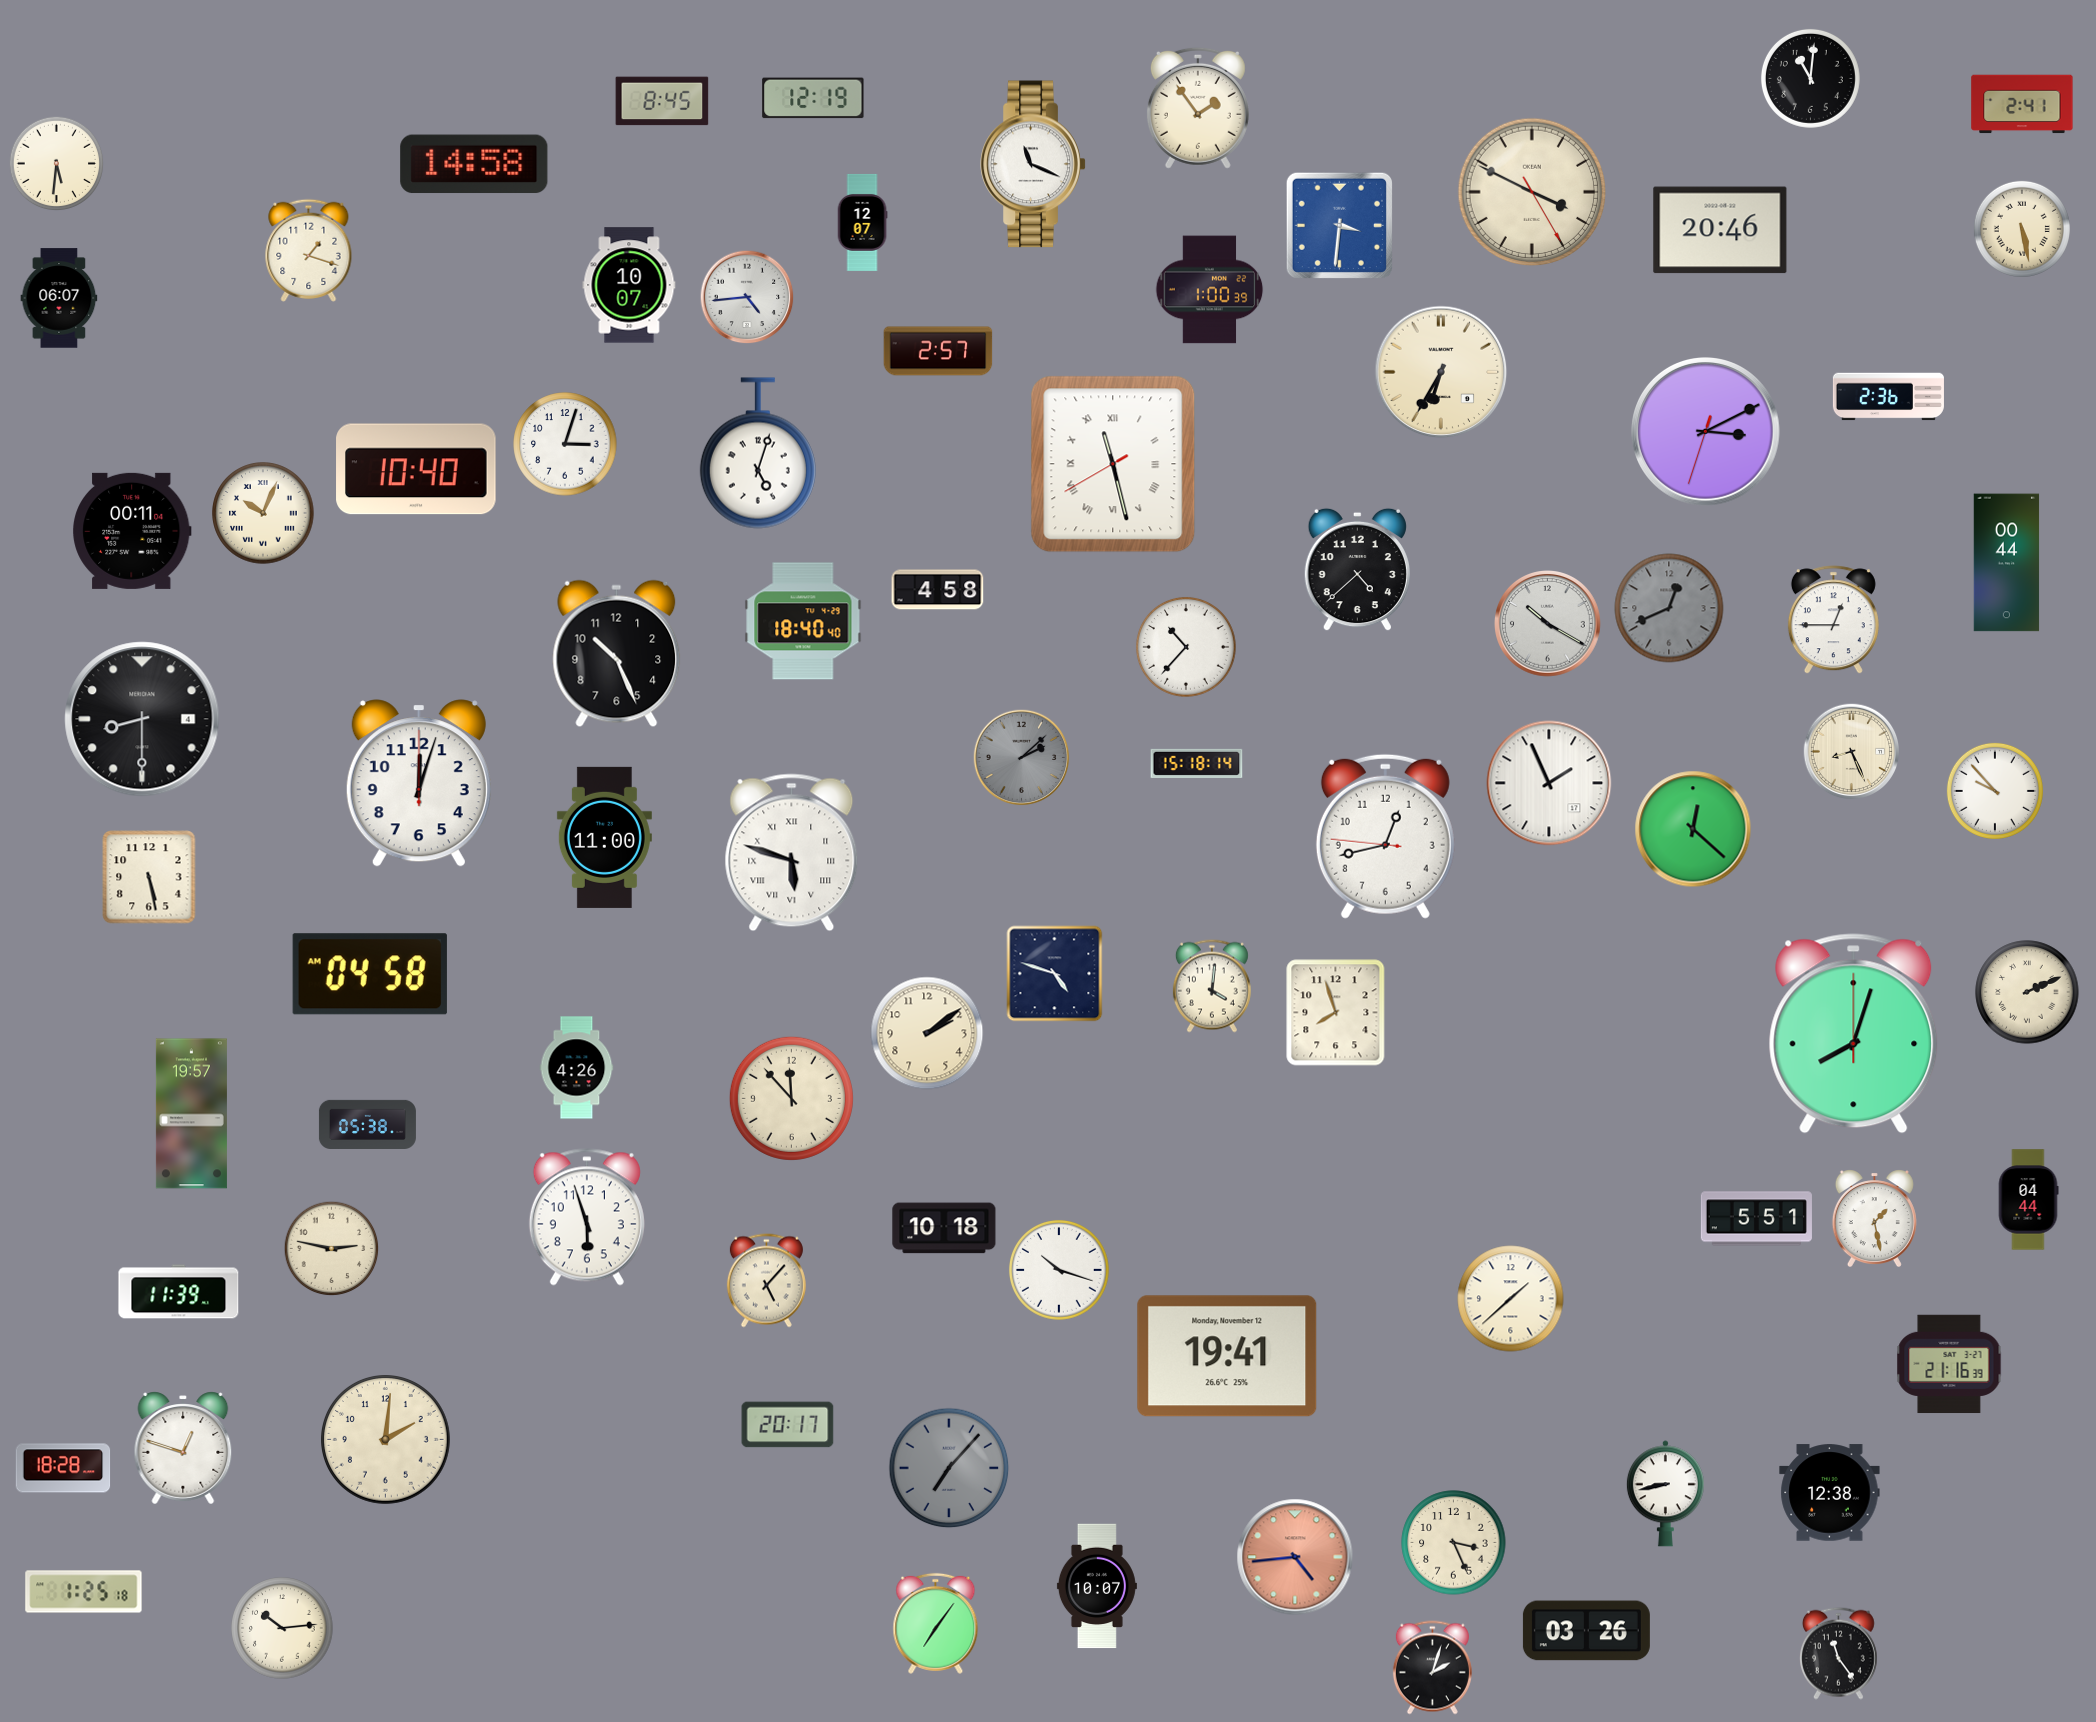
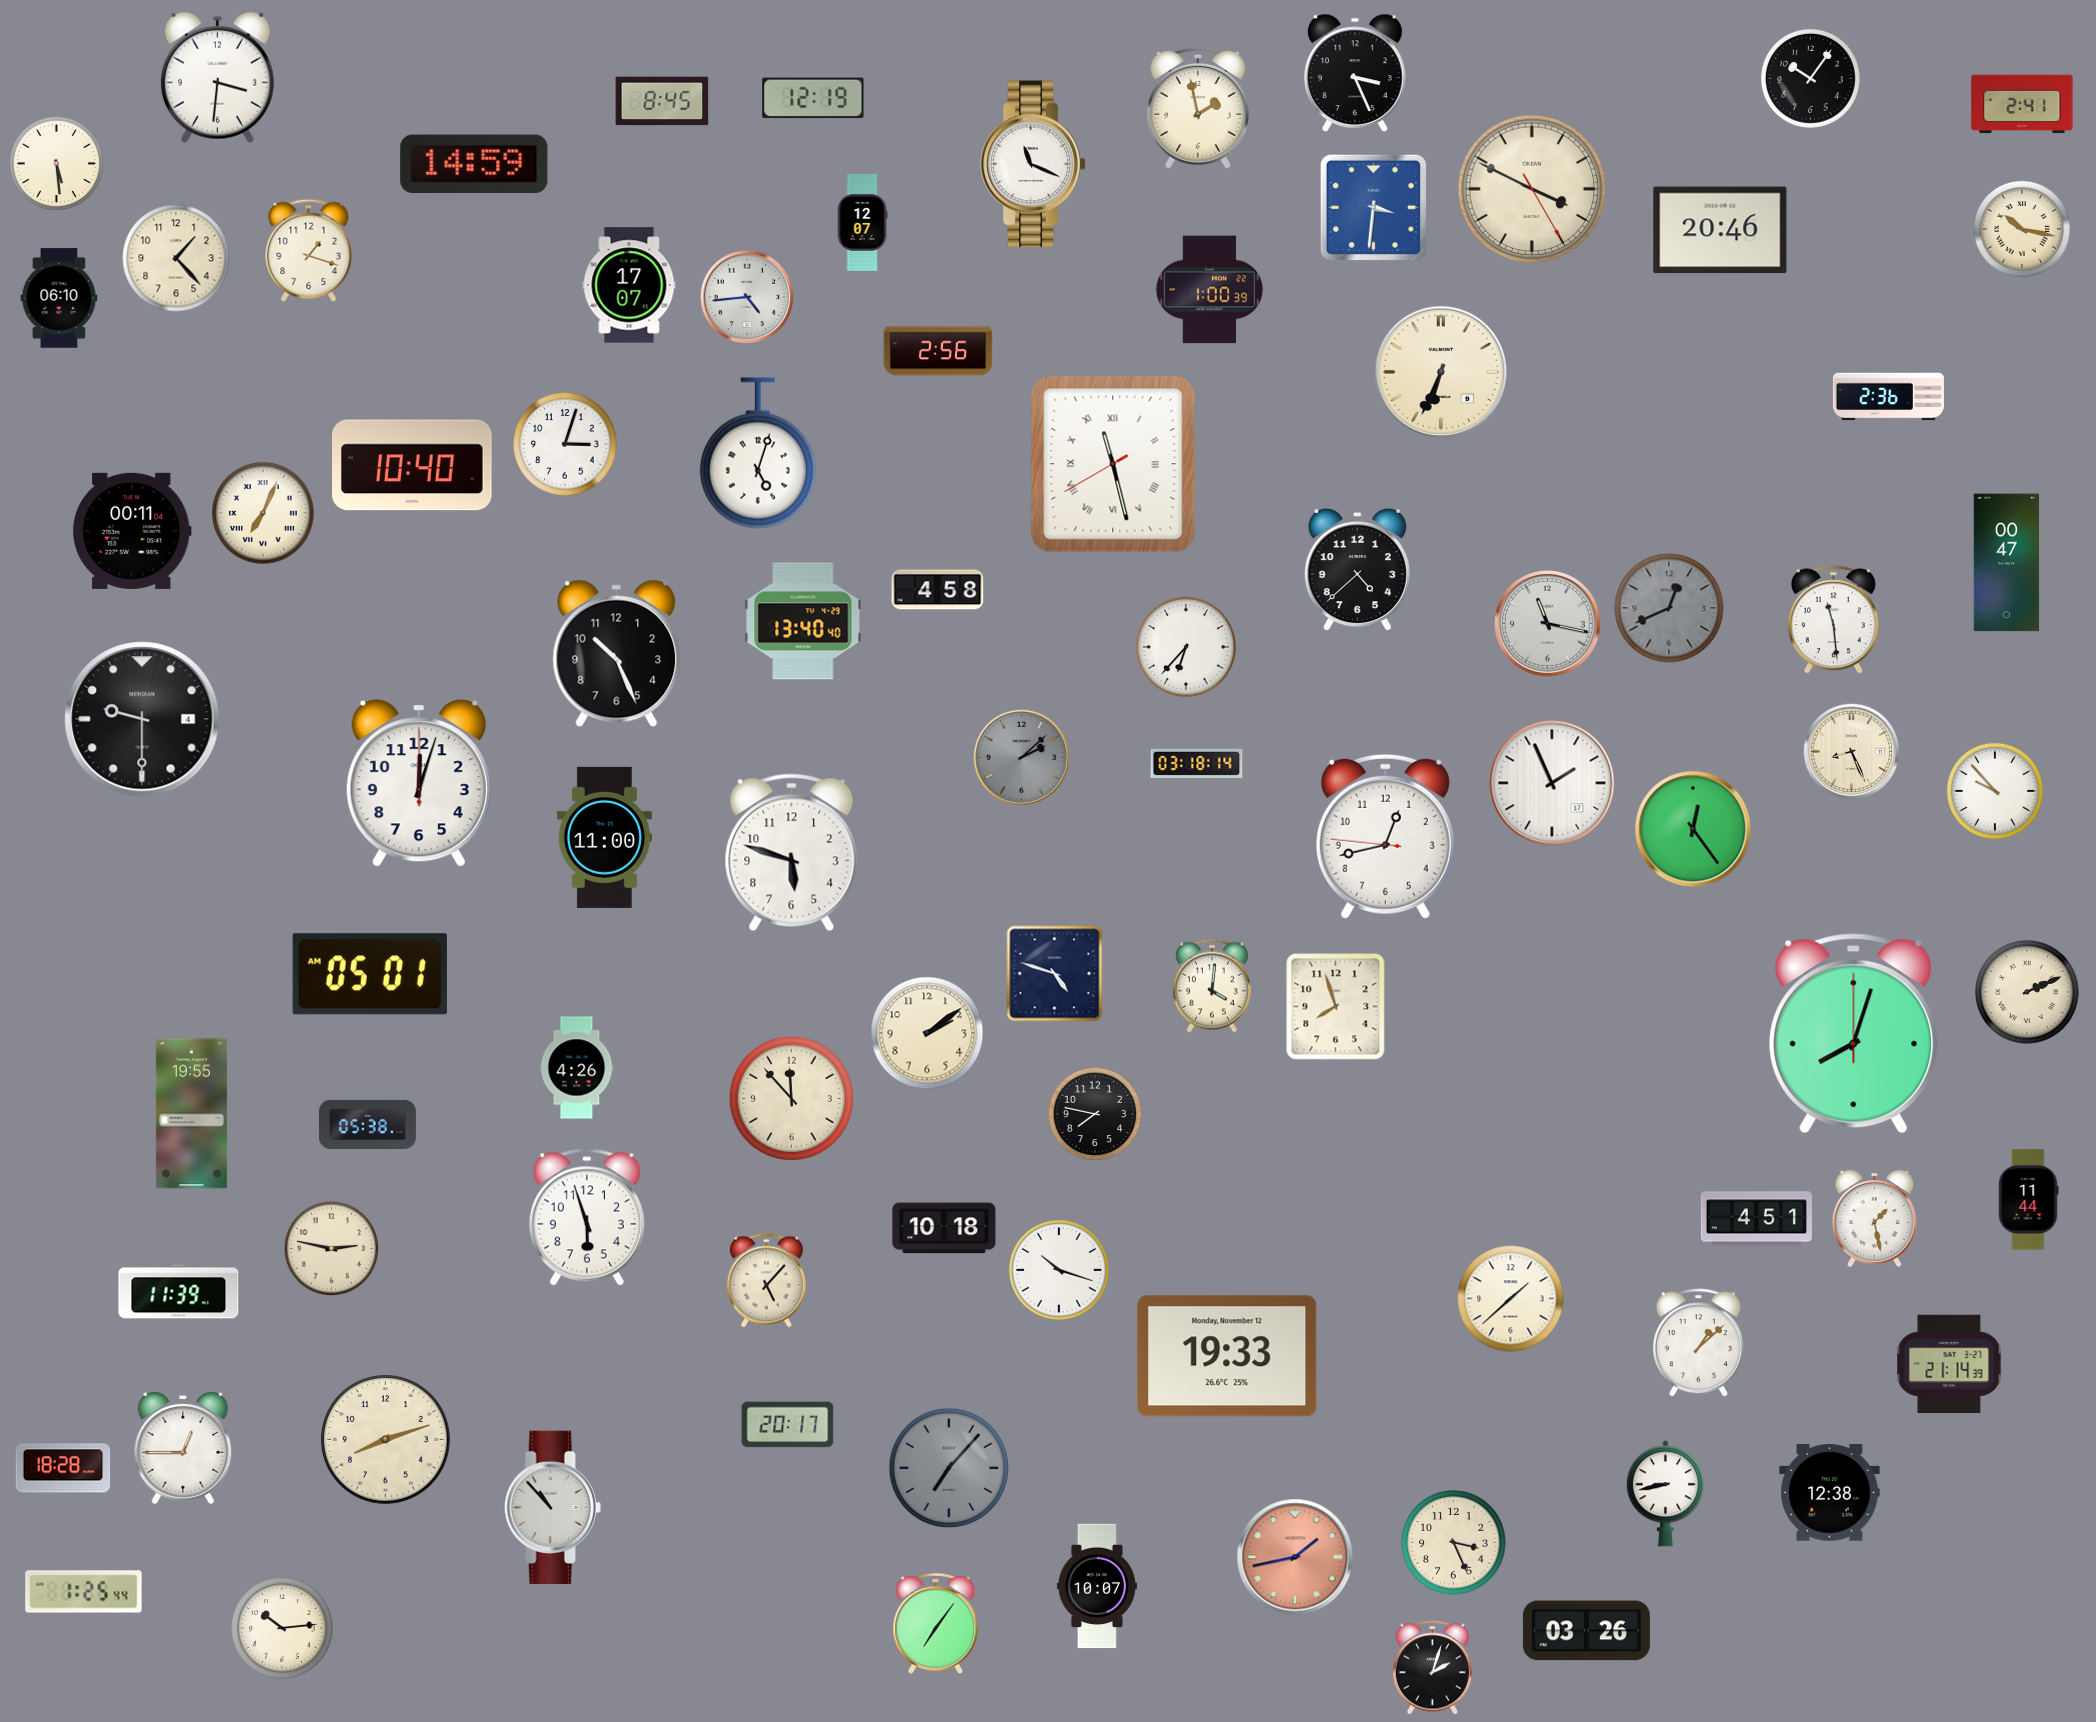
clock at (1356, 72): none -> 3:26
clock at (217, 77): none -> 3:31
clock at (1810, 78): 11:01 -> 10:06
clock at (1198, 108): 1:54 -> 1:58
clock at (57, 164): 5:31 -> 5:29
clock at (474, 164): 14:58 -> 14:59
clock at (1532, 192) position: (1532, 192) -> (1532, 189)
clock at (1339, 225) position: (1339, 225) -> (1373, 207)
clock at (2022, 229): 5:28 -> 10:17
clock at (176, 258): none -> 1:23
clock at (629, 285): 10:07 -> 17:07
clock at (59, 298): 06:07 -> 06:10
clock at (938, 351): 2:57 -> 2:56
clock at (1441, 372): 6:35 -> 6:34
clock at (1706, 432): 3:10 -> none
clock at (416, 469) position: (416, 469) -> (412, 465)
clock at (263, 513): 10:04 -> 7:04
clock at (2007, 563): 00:44 -> 00:47
clock at (1833, 620): 12:45 -> 11:29
clock at (803, 621): 18:40 -> 13:40
clock at (1548, 624): 10:20 -> 11:17
clock at (1186, 647): 10:37 -> 6:37
clock at (142, 719): 8:30 -> 9:30
clock at (1197, 763): 15:18 -> 03:18
clock at (1549, 783) position: (1549, 783) -> (1552, 783)
clock at (1693, 829): 12:22 -> 12:24
clock at (792, 853) numerals: Roman -> Arabic
clock at (149, 877): 5:28 -> none
clock at (370, 974): 04:58 -> 05:01
clock at (1336, 1013) position: (1336, 1013) -> (1336, 1007)
clock at (191, 1114): 19:57 -> 19:55
clock at (1095, 1114): none -> 7:47
clock at (2028, 1200): 04:44 -> 11:44
clock at (1756, 1219): 5:51 -> 4:51
clock at (1698, 1343): none -> 1:08
clock at (1227, 1356): 19:41 -> 19:33
clock at (1949, 1364): 21:16 -> 21:14
clock at (386, 1440): 2:01 -> 8:12
clock at (183, 1448): 12:48 -> 12:45
clock at (552, 1508): none -> 10:53
clock at (1295, 1557): 4:44 -> 1:43
clock at (84, 1592): 1:25:18 -> 1:25:44
clock at (1838, 1653): 11:24 -> none
